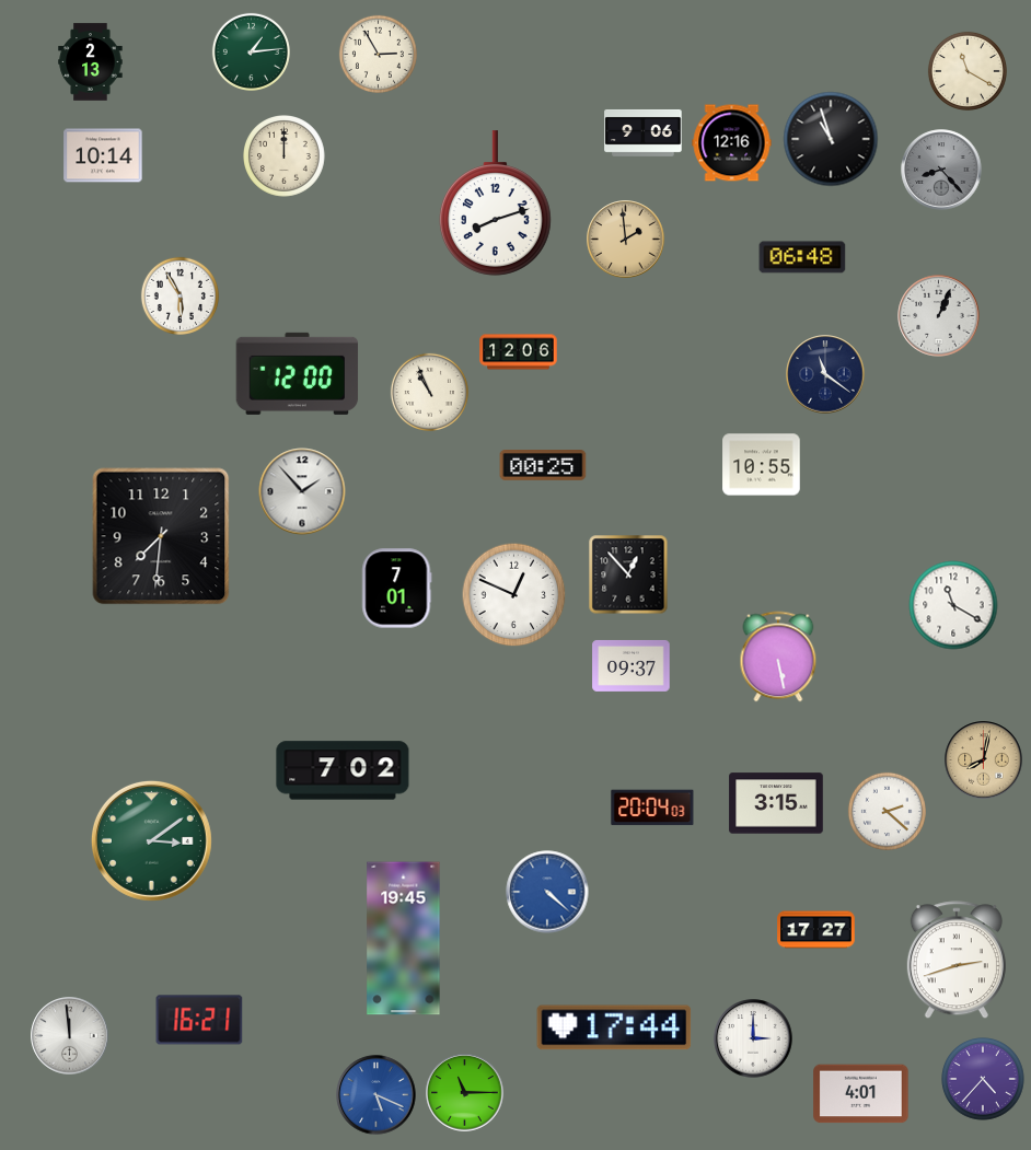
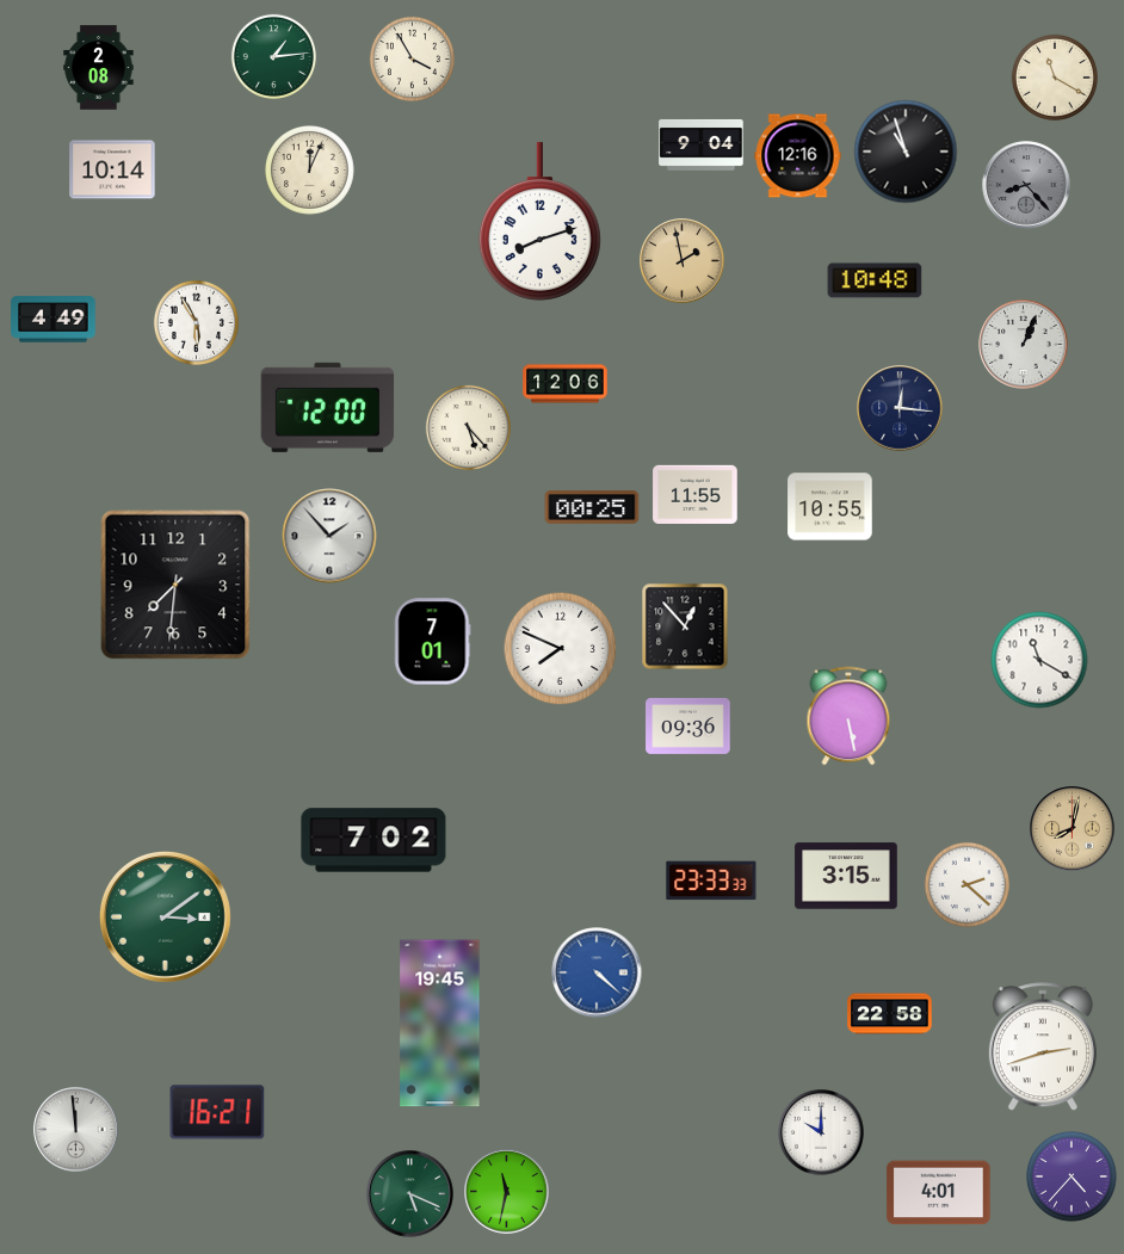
clock at (378, 54): 2:55 -> 3:55
clock at (91, 62): 2:13 -> 2:08
clock at (644, 132): 9:06 -> 9:04
clock at (285, 156): 12:00 -> 12:04
clock at (626, 240): 1:59 -> 1:58
clock at (802, 257): 06:48 -> 10:48
clock at (54, 320): none -> 4:49
clock at (298, 373) position: (298, 373) -> (328, 407)
clock at (825, 374): 11:21 -> 12:16
clock at (429, 392): 10:56 -> 5:23
clock at (696, 495): none -> 11:55
clock at (514, 595): 12:49 -> 7:49
clock at (632, 665): 09:37 -> 09:36
clock at (652, 808): 20:04 -> 23:33
clock at (816, 930): 17:27 -> 22:58
clock at (614, 1027): 17:44 -> none
clock at (753, 1038): 3:00 -> 10:00
clock at (465, 1093): 11:15 -> 11:32
clock at (377, 1095) dial: blue -> green
